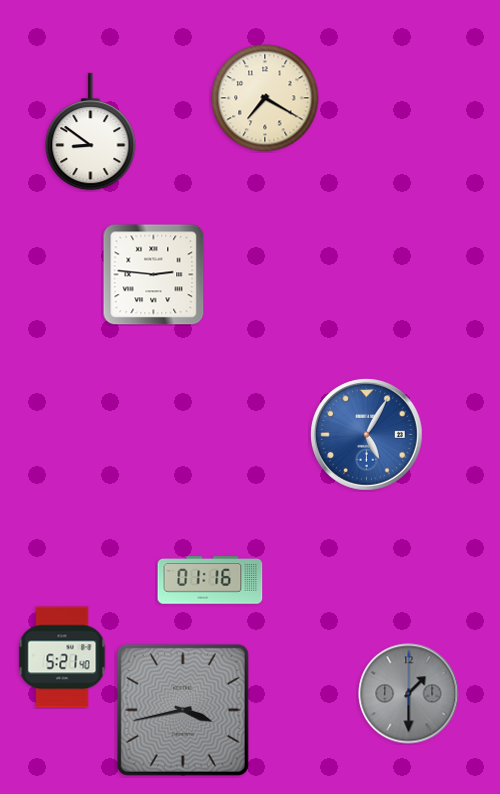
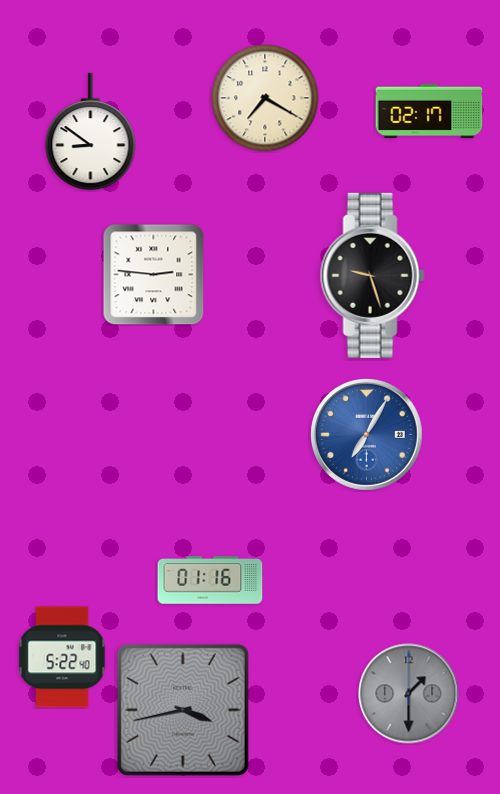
clock at (429, 111): none -> 02:17
clock at (372, 275): none -> 9:27
clock at (367, 435): 5:05 -> 7:05
clock at (62, 657): 5:21 -> 5:22
